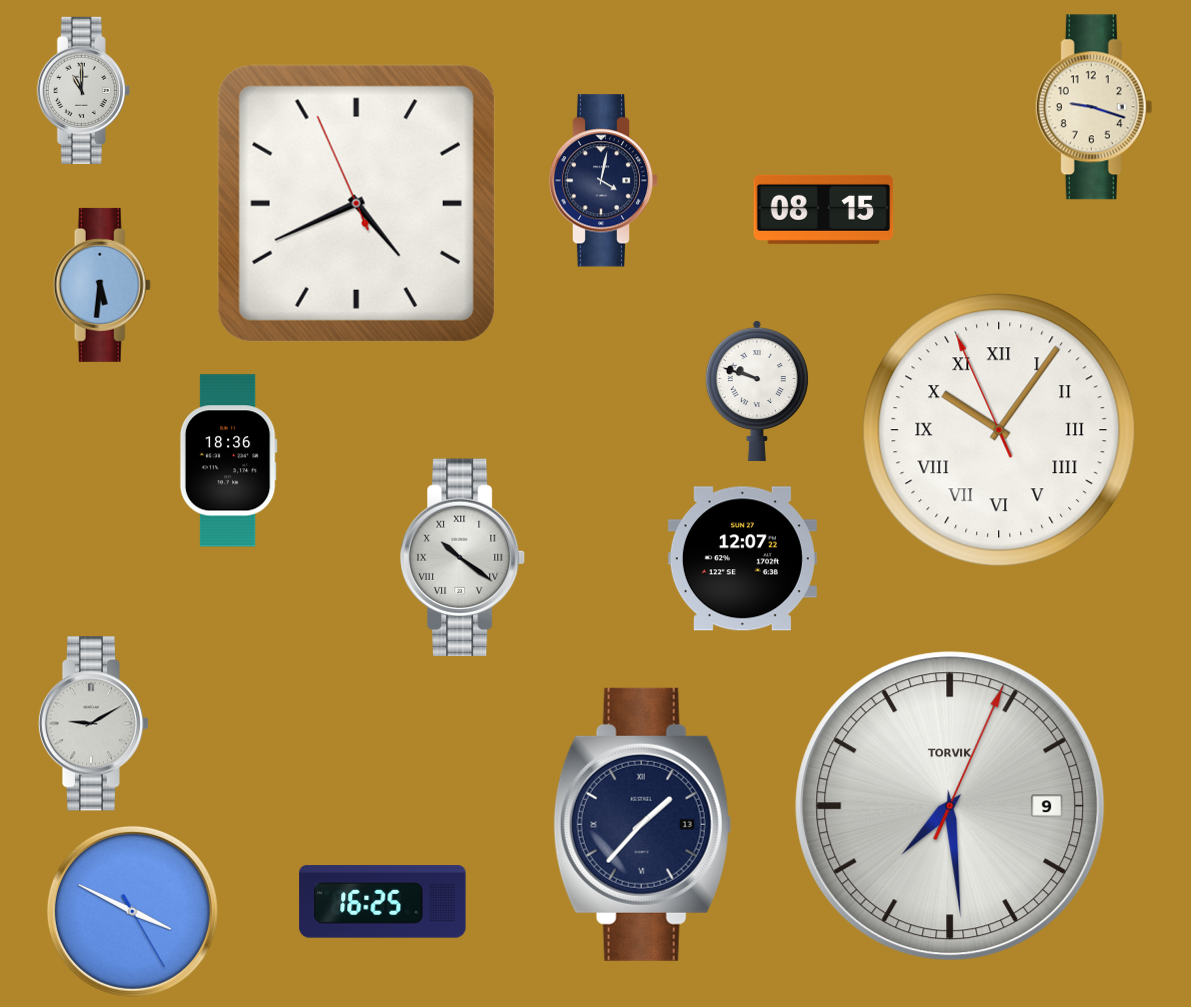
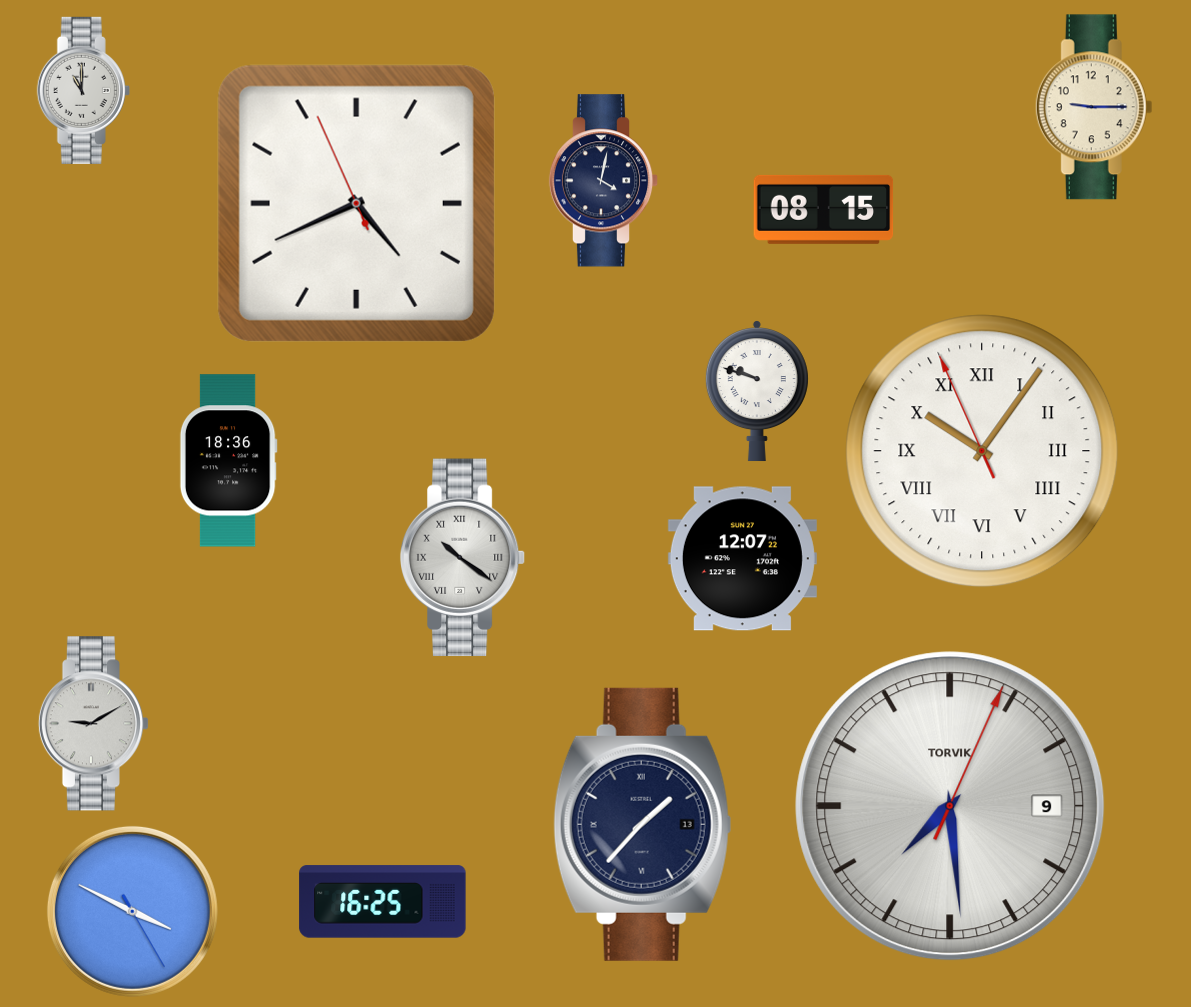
clock at (1094, 107): 9:18 -> 9:15
clock at (102, 285): 5:31 -> none
clock at (999, 430) position: (999, 430) -> (982, 451)
